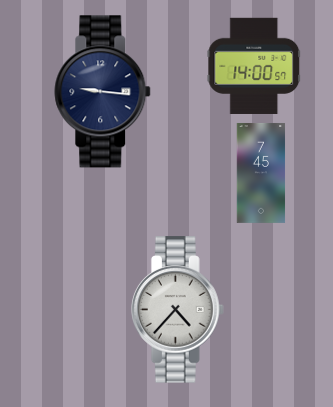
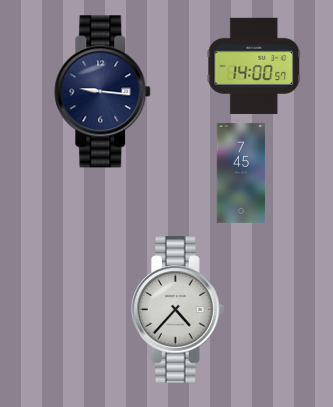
clock at (261, 173) position: (261, 173) -> (241, 173)
